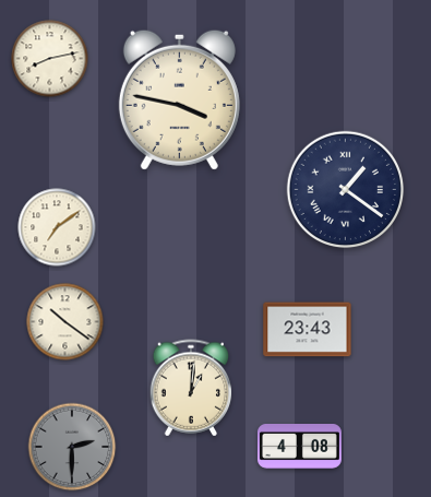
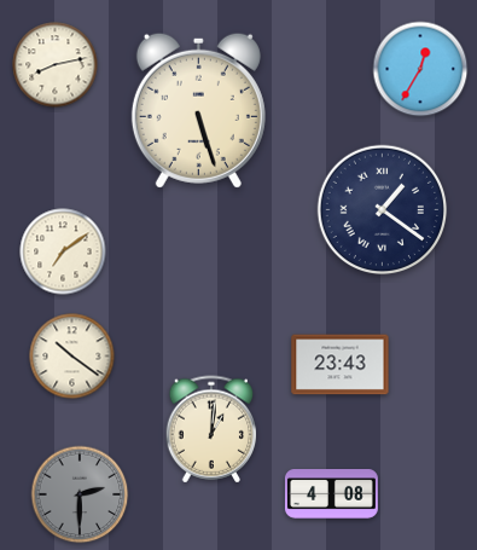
clock at (420, 69): none -> 12:35
clock at (179, 99): 3:47 -> 5:27
